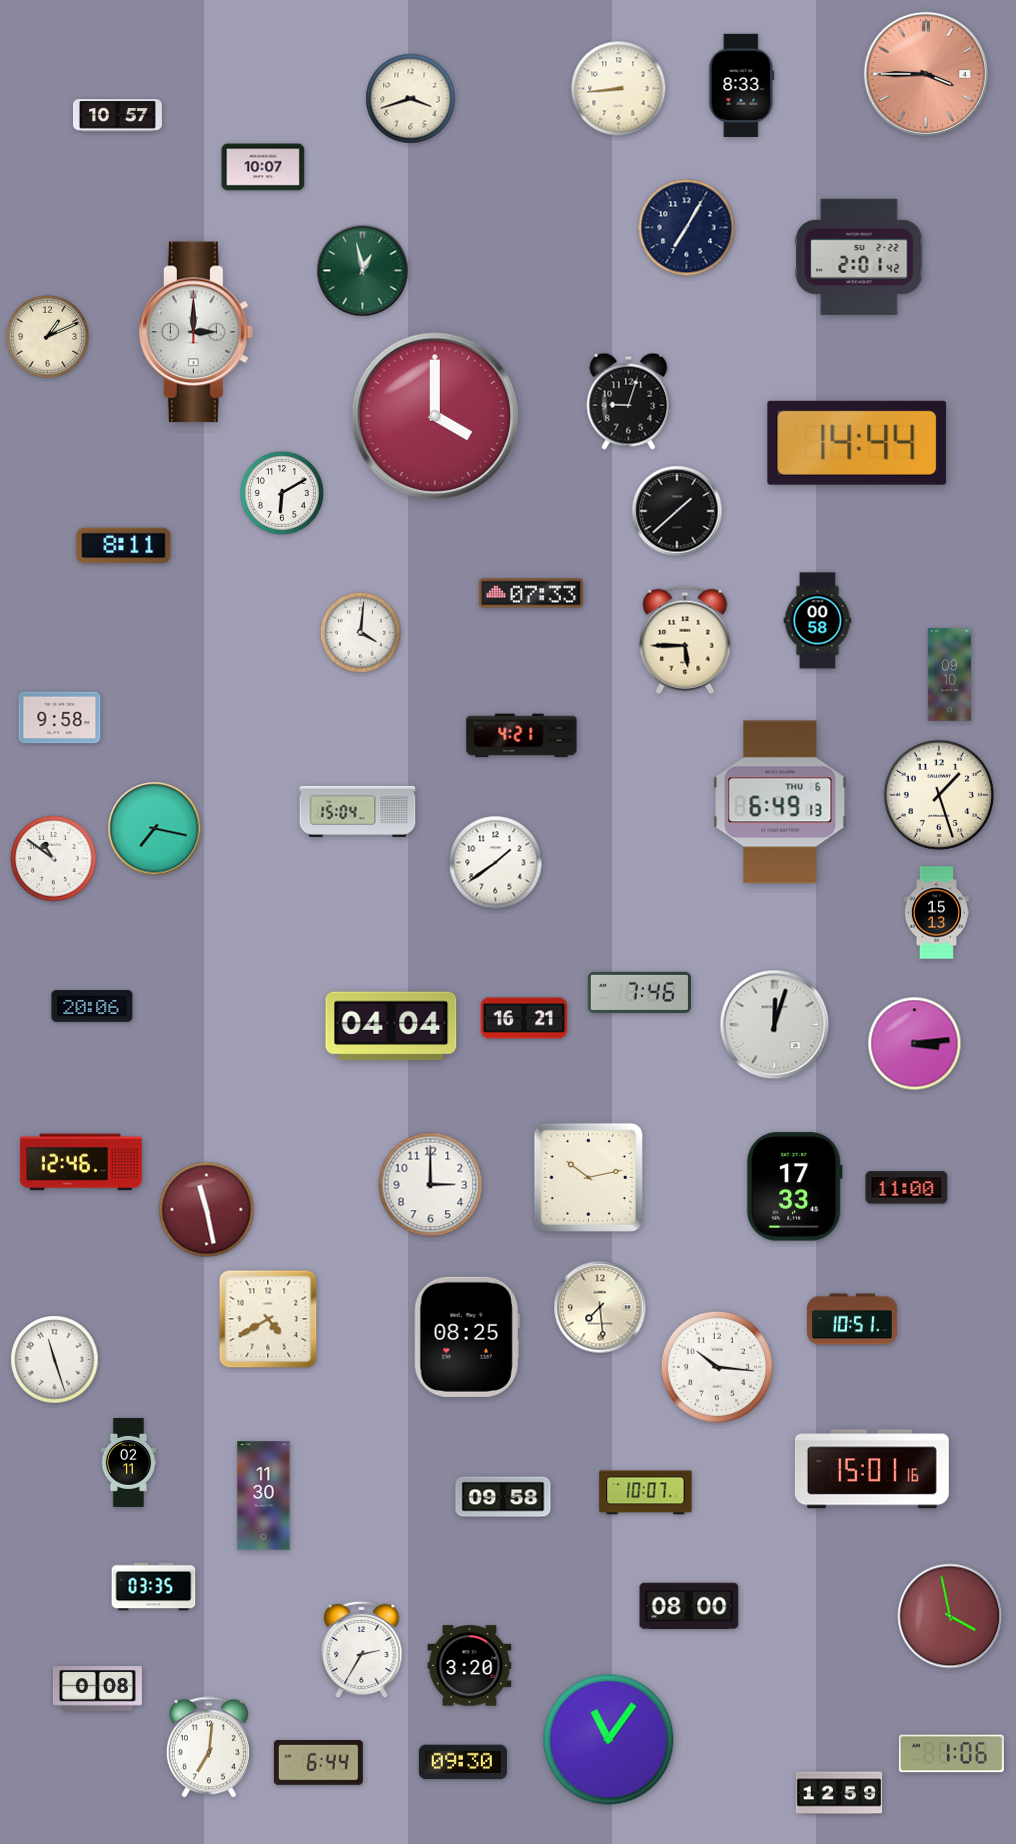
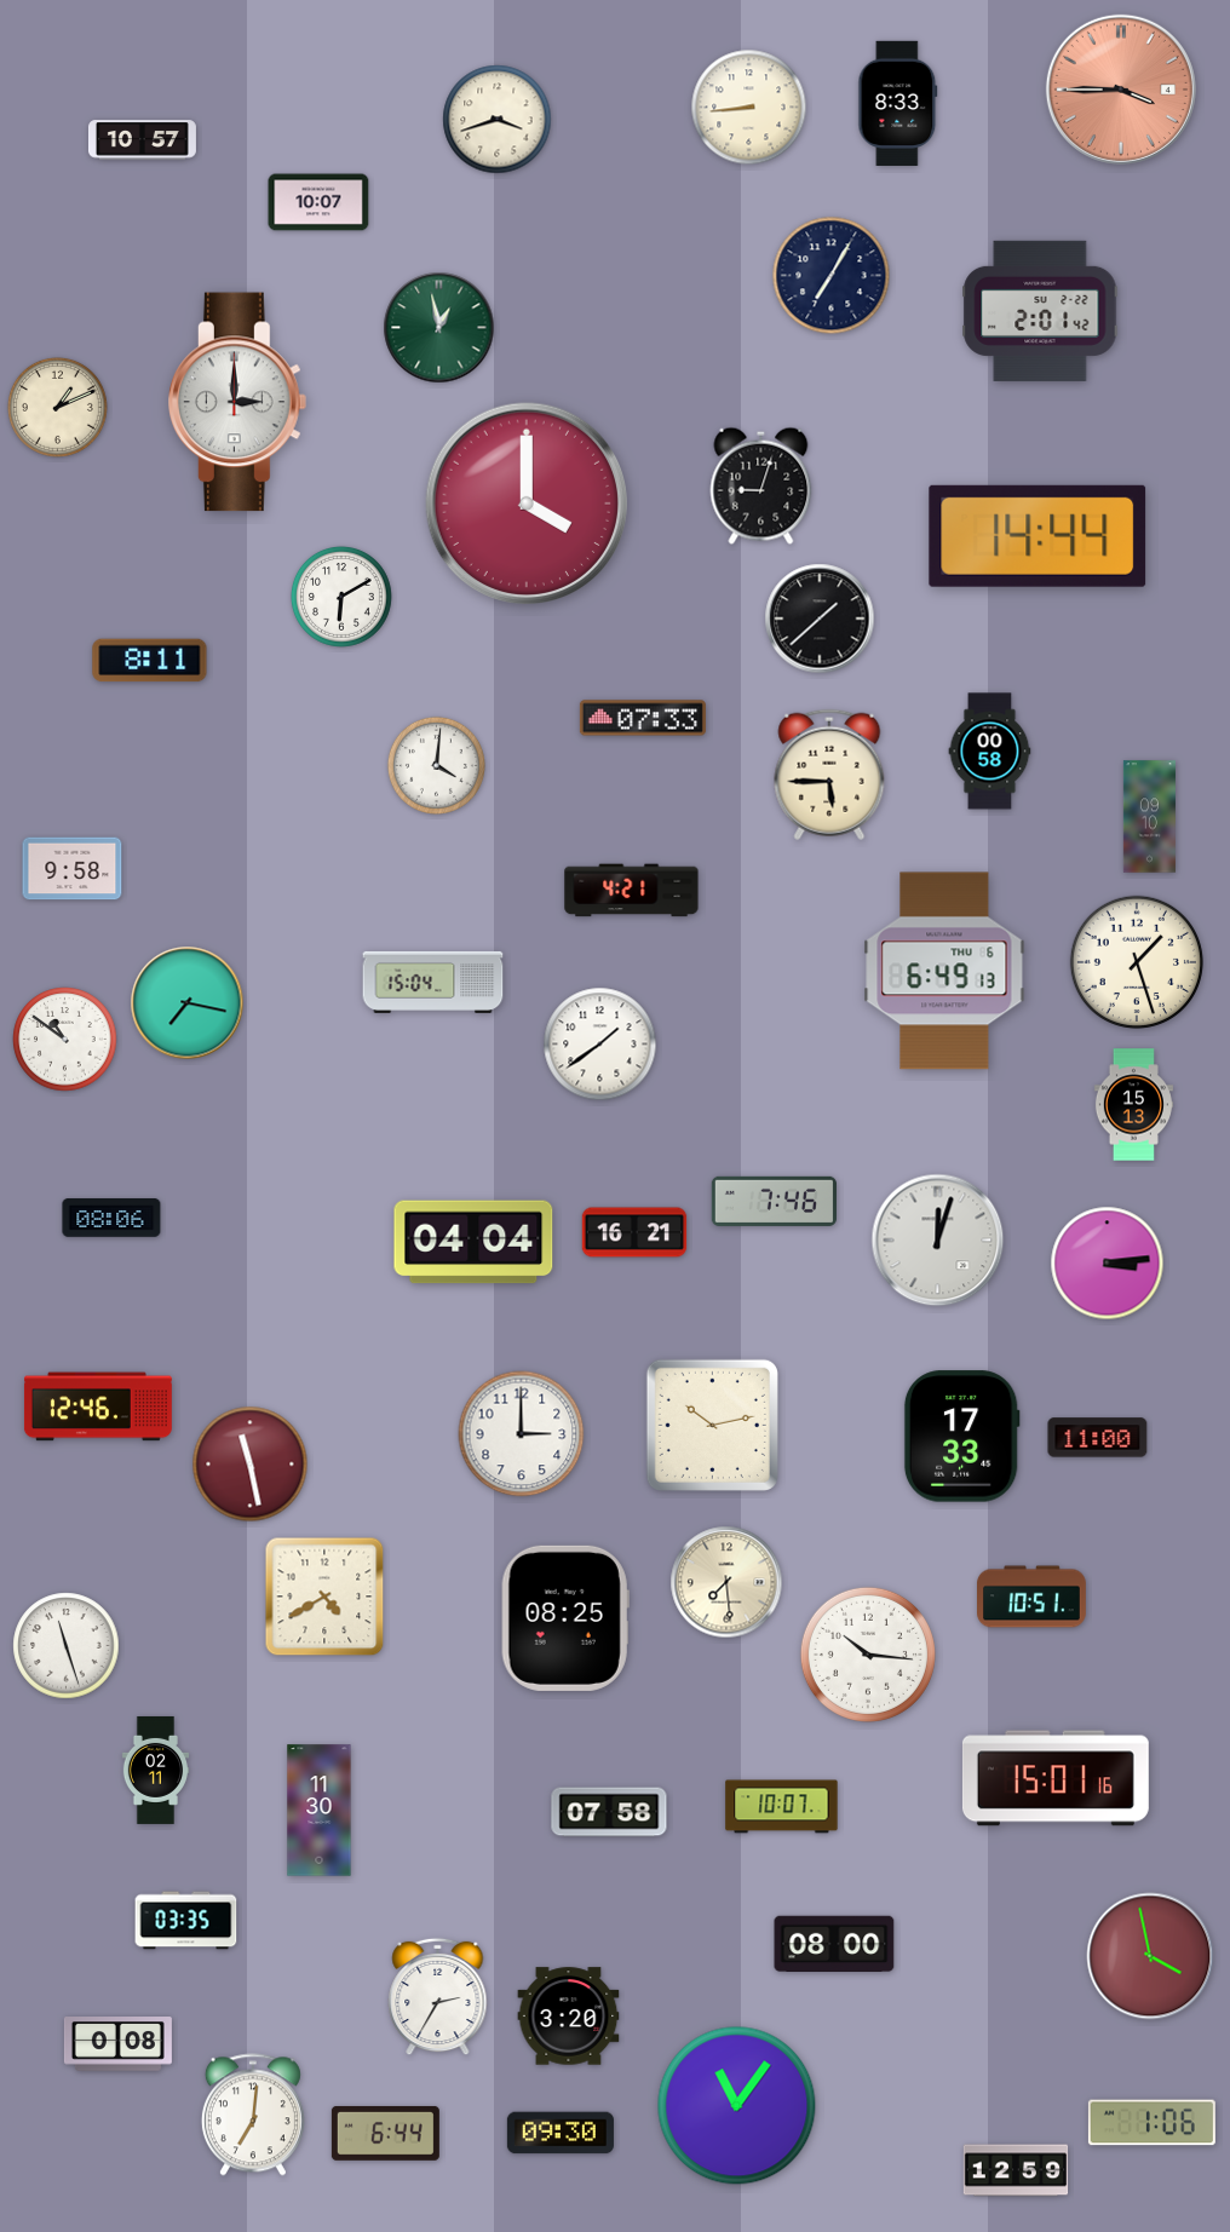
clock at (92, 1006): 20:06 -> 08:06
clock at (503, 1497): 09:58 -> 07:58
